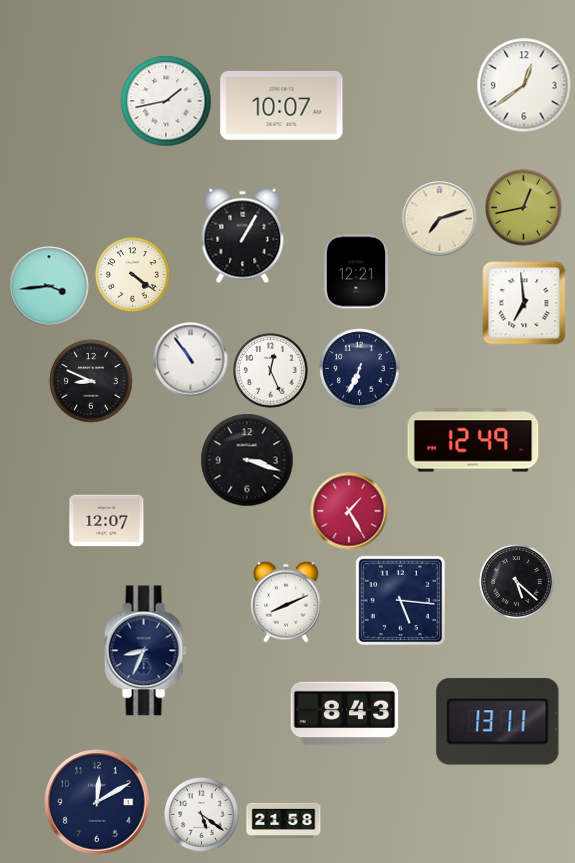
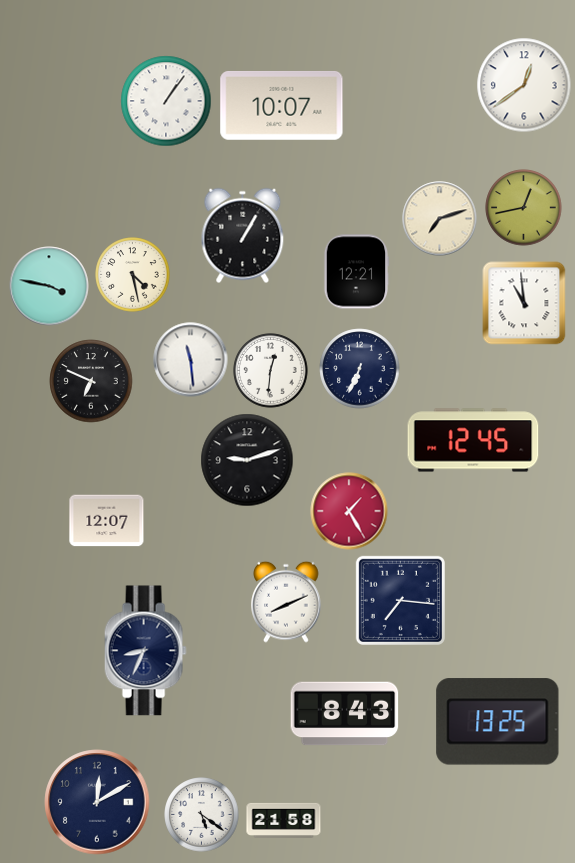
clock at (166, 101): 1:43 -> 1:06
clock at (133, 275): 4:21 -> 4:28
clock at (49, 286): 3:44 -> 3:47
clock at (524, 303): 6:59 -> 10:59
clock at (191, 360): 10:54 -> 11:29
clock at (271, 371): 12:26 -> 12:31
clock at (91, 381): 8:49 -> 6:49
clock at (473, 440): 12:49 -> 12:45
clock at (247, 460): 3:18 -> 9:12
clock at (517, 582): 5:22 -> none
clock at (400, 600): 5:16 -> 7:16
clock at (498, 722): 13:11 -> 13:25
